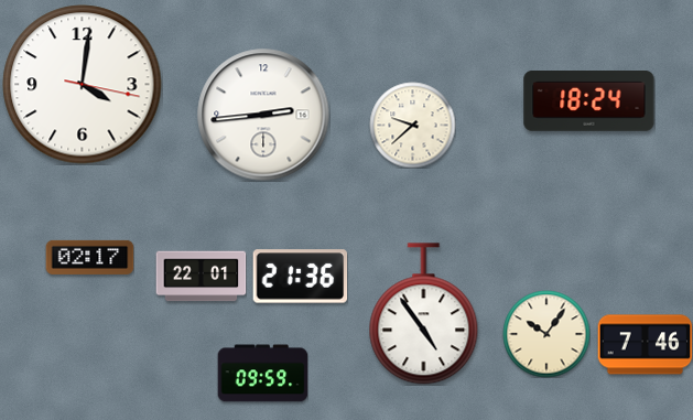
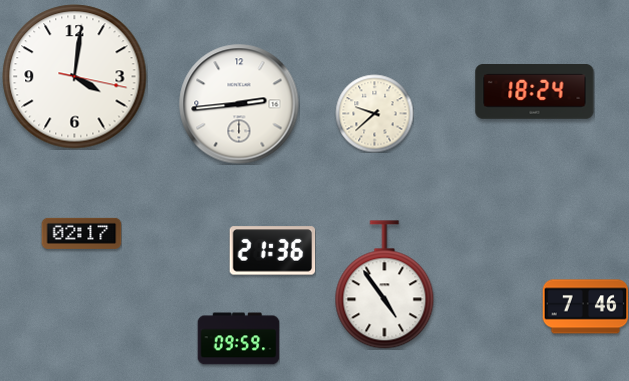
clock at (201, 277): 22:01 -> none
clock at (546, 334): 10:06 -> none
clock at (645, 345) position: (645, 345) -> (585, 307)
